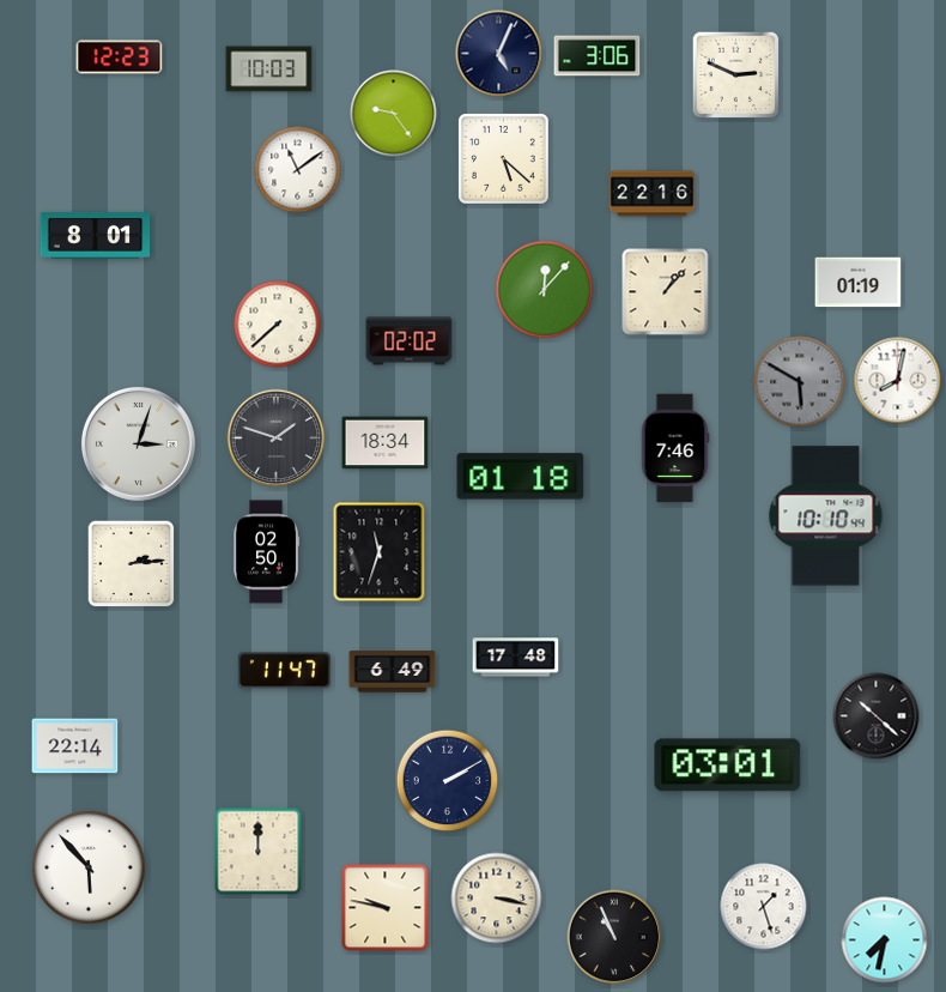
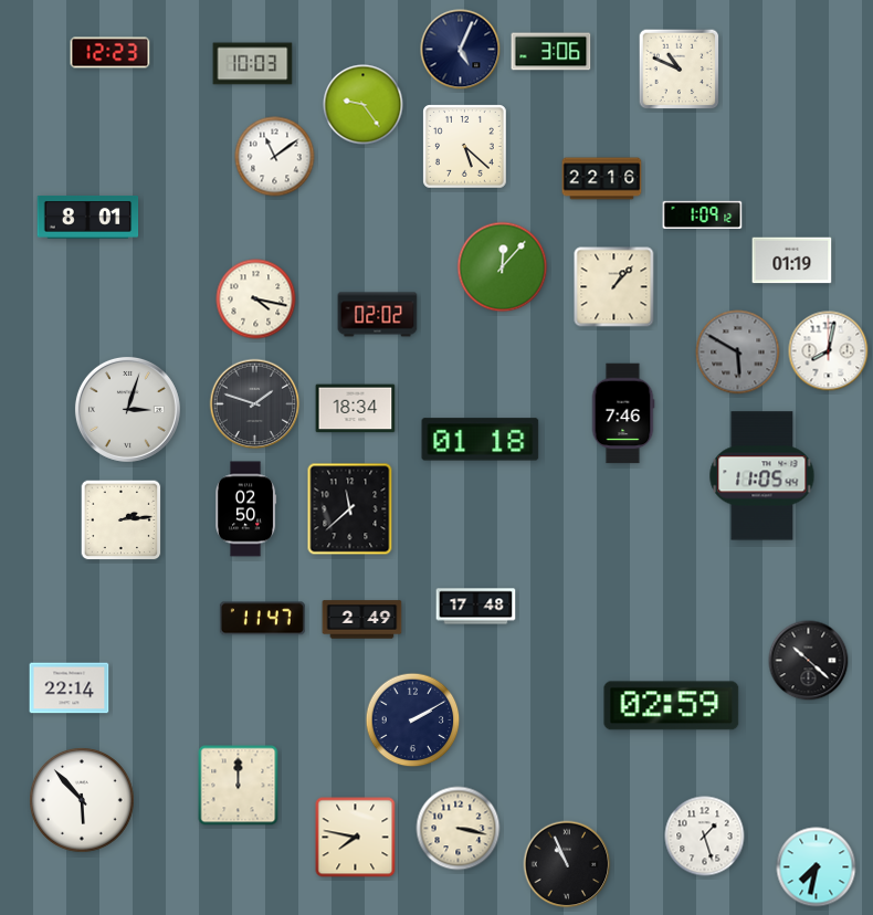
clock at (269, 69) position: (269, 69) -> (253, 64)
clock at (736, 75): 2:49 -> 10:49
clock at (703, 214): none -> 1:09
clock at (666, 292) position: (666, 292) -> (614, 287)
clock at (278, 325): 7:38 -> 4:17
clock at (826, 516): 10:10 -> 11:05
clock at (380, 552): 11:33 -> 11:38
clock at (393, 672): 6:49 -> 2:49
clock at (728, 766): 03:01 -> 02:59
clock at (386, 908): 9:47 -> 7:47
